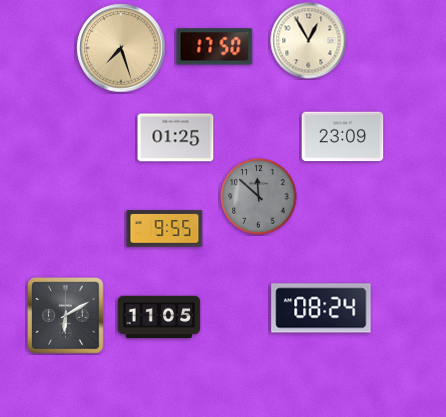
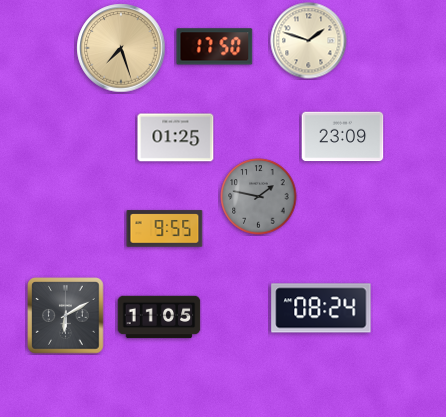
clock at (309, 41): 12:55 -> 1:48
clock at (259, 197): 11:52 -> 1:47
